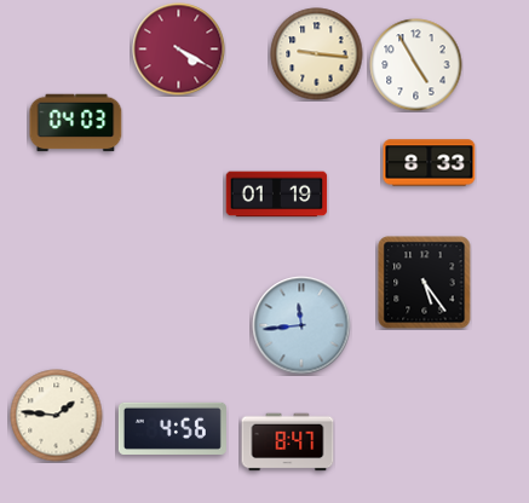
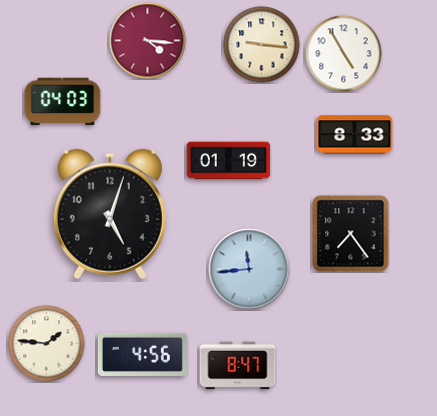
clock at (179, 50): 4:20 -> 4:16
clock at (110, 214): none -> 5:03
clock at (425, 283): 5:24 -> 7:24
